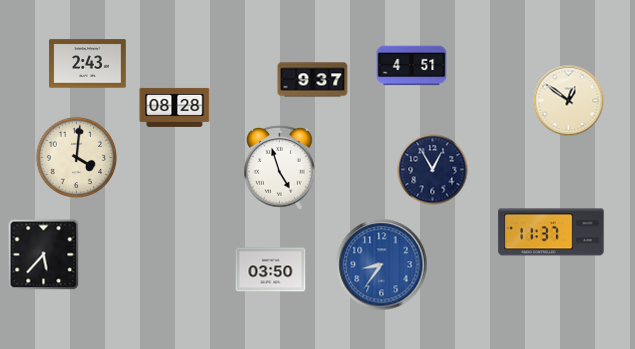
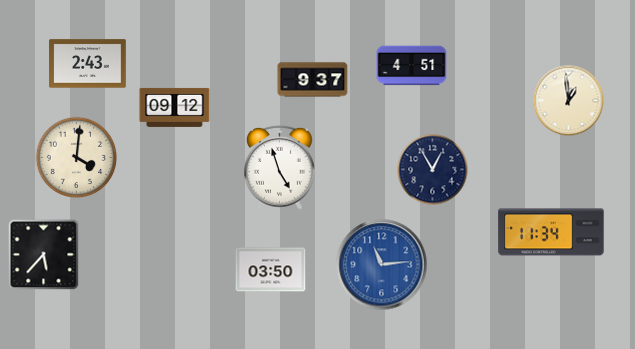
clock at (569, 101): 12:51 -> 12:59
clock at (175, 107): 08:28 -> 09:12
clock at (551, 232): 11:37 -> 11:34
clock at (382, 265): 8:36 -> 11:14
